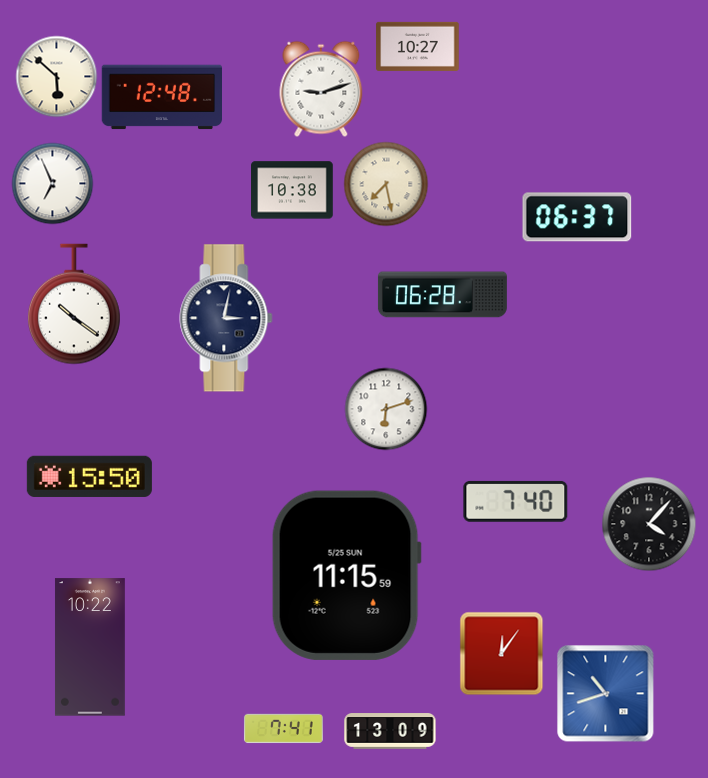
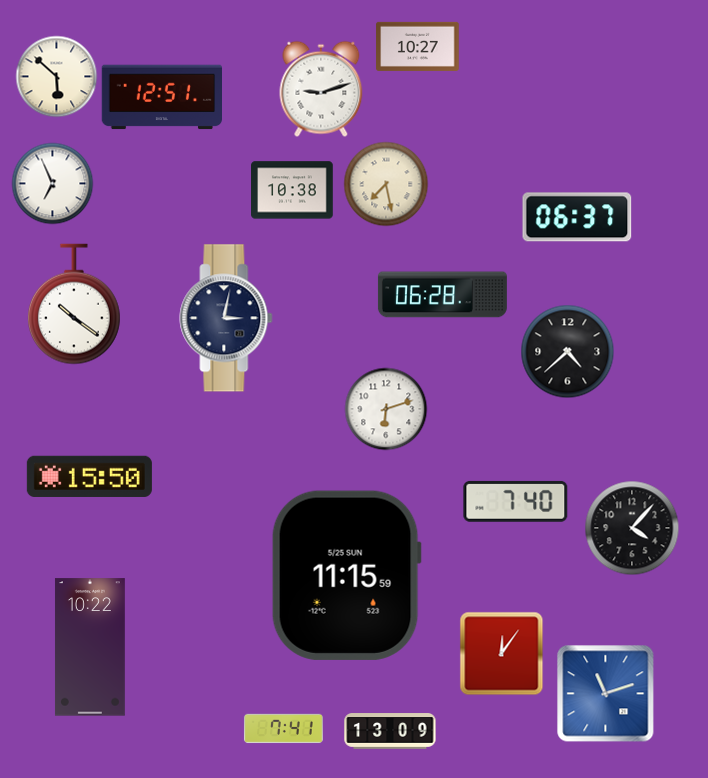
clock at (161, 97): 12:48 -> 12:51
clock at (567, 351): none -> 4:38
clock at (649, 524) position: (649, 524) -> (632, 528)
clock at (606, 694): 10:42 -> 11:12
